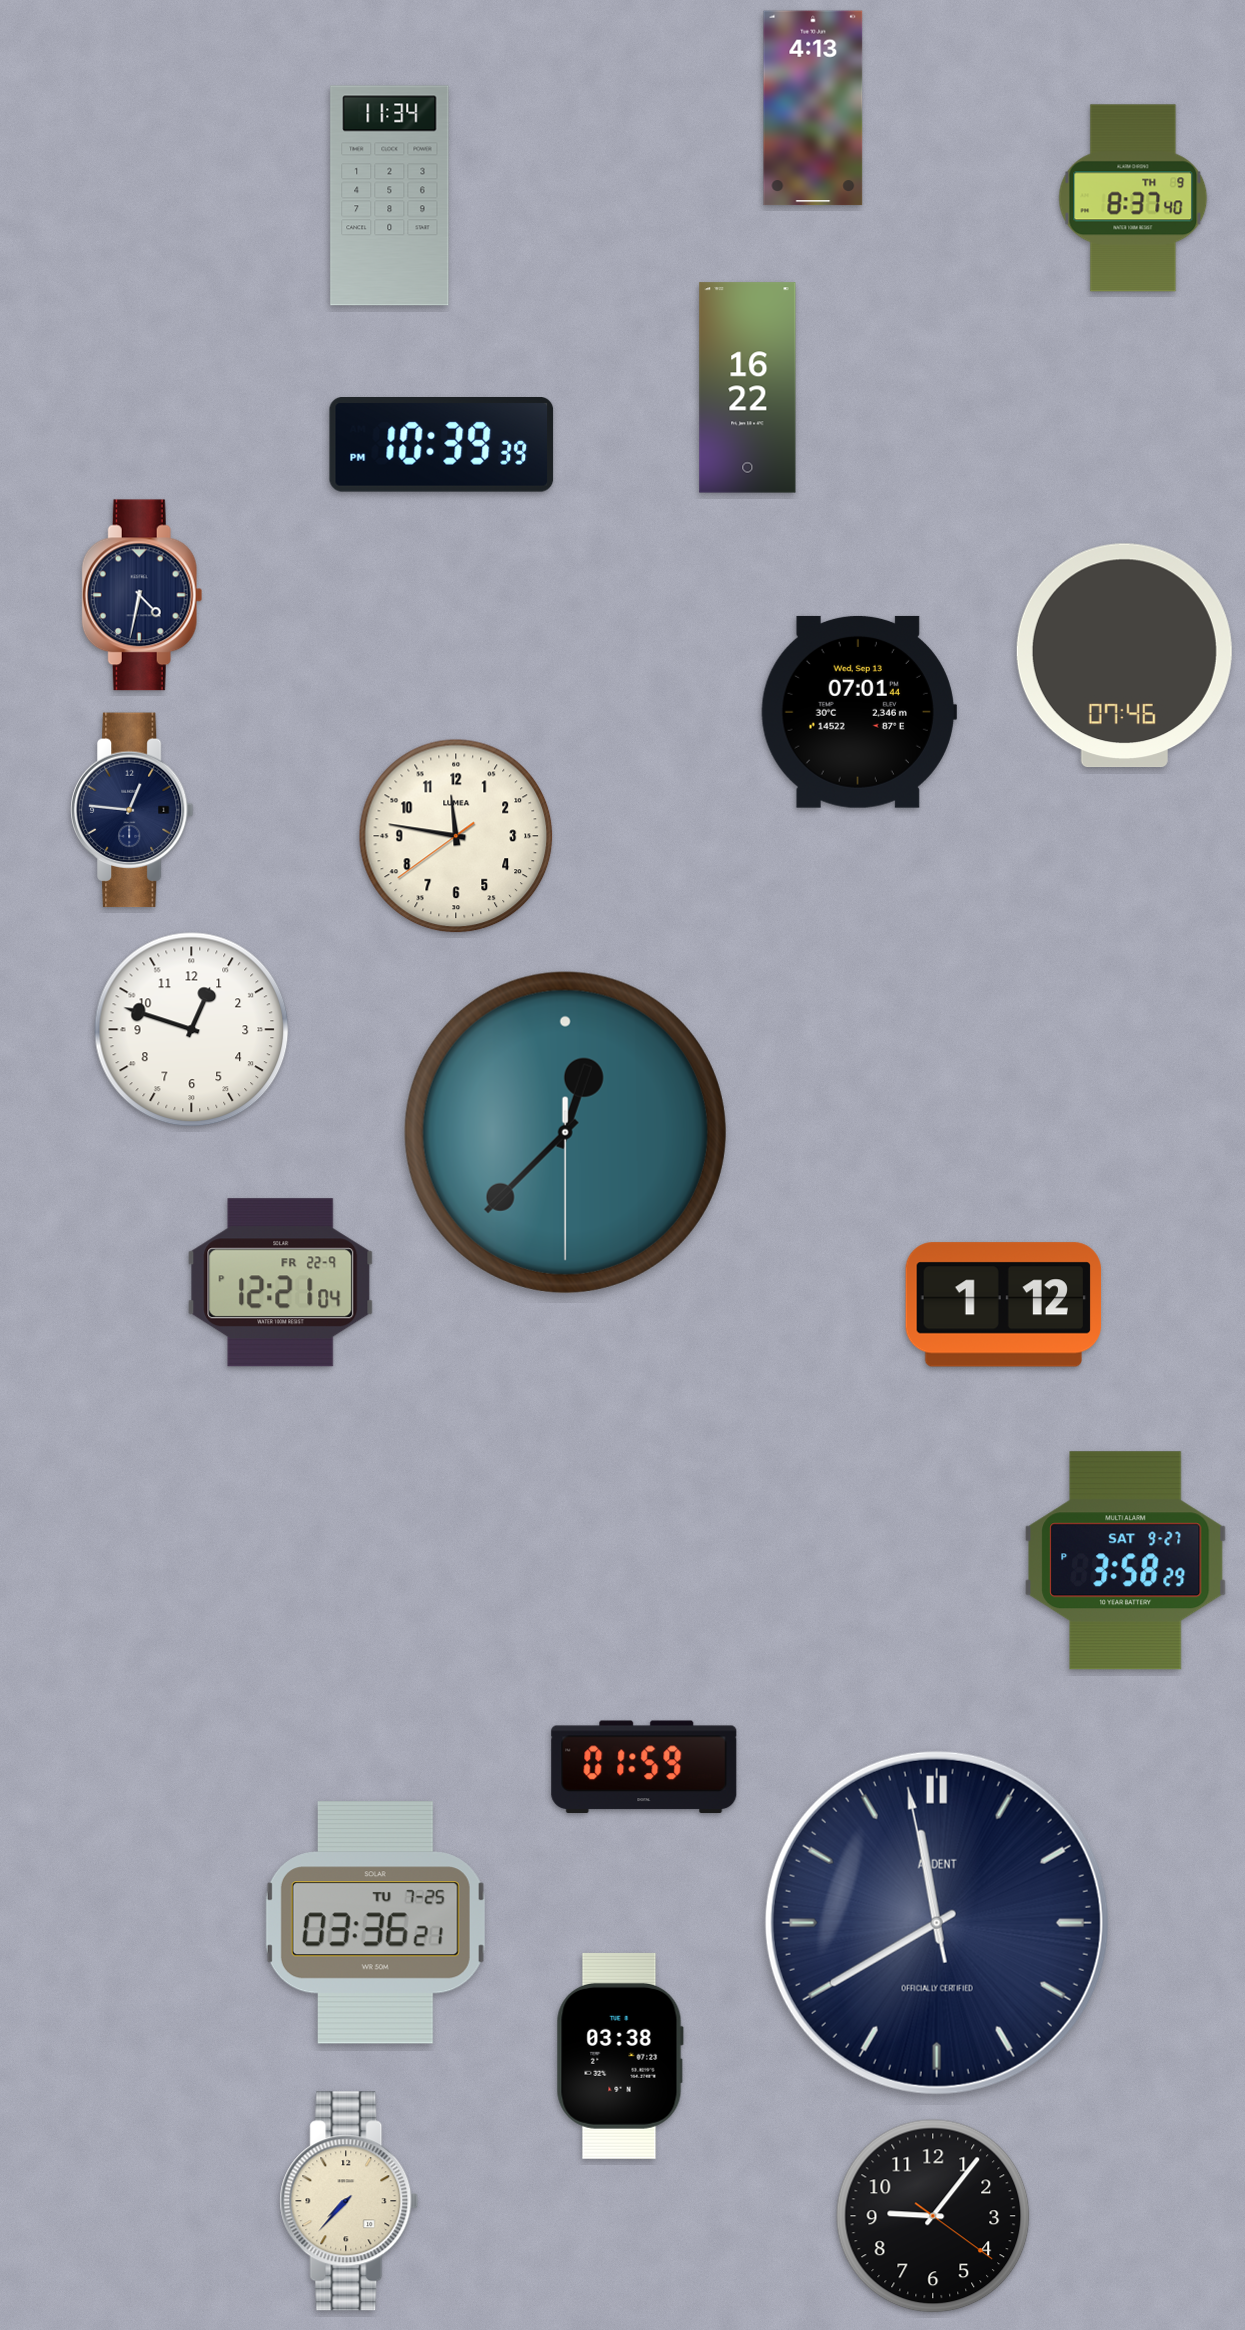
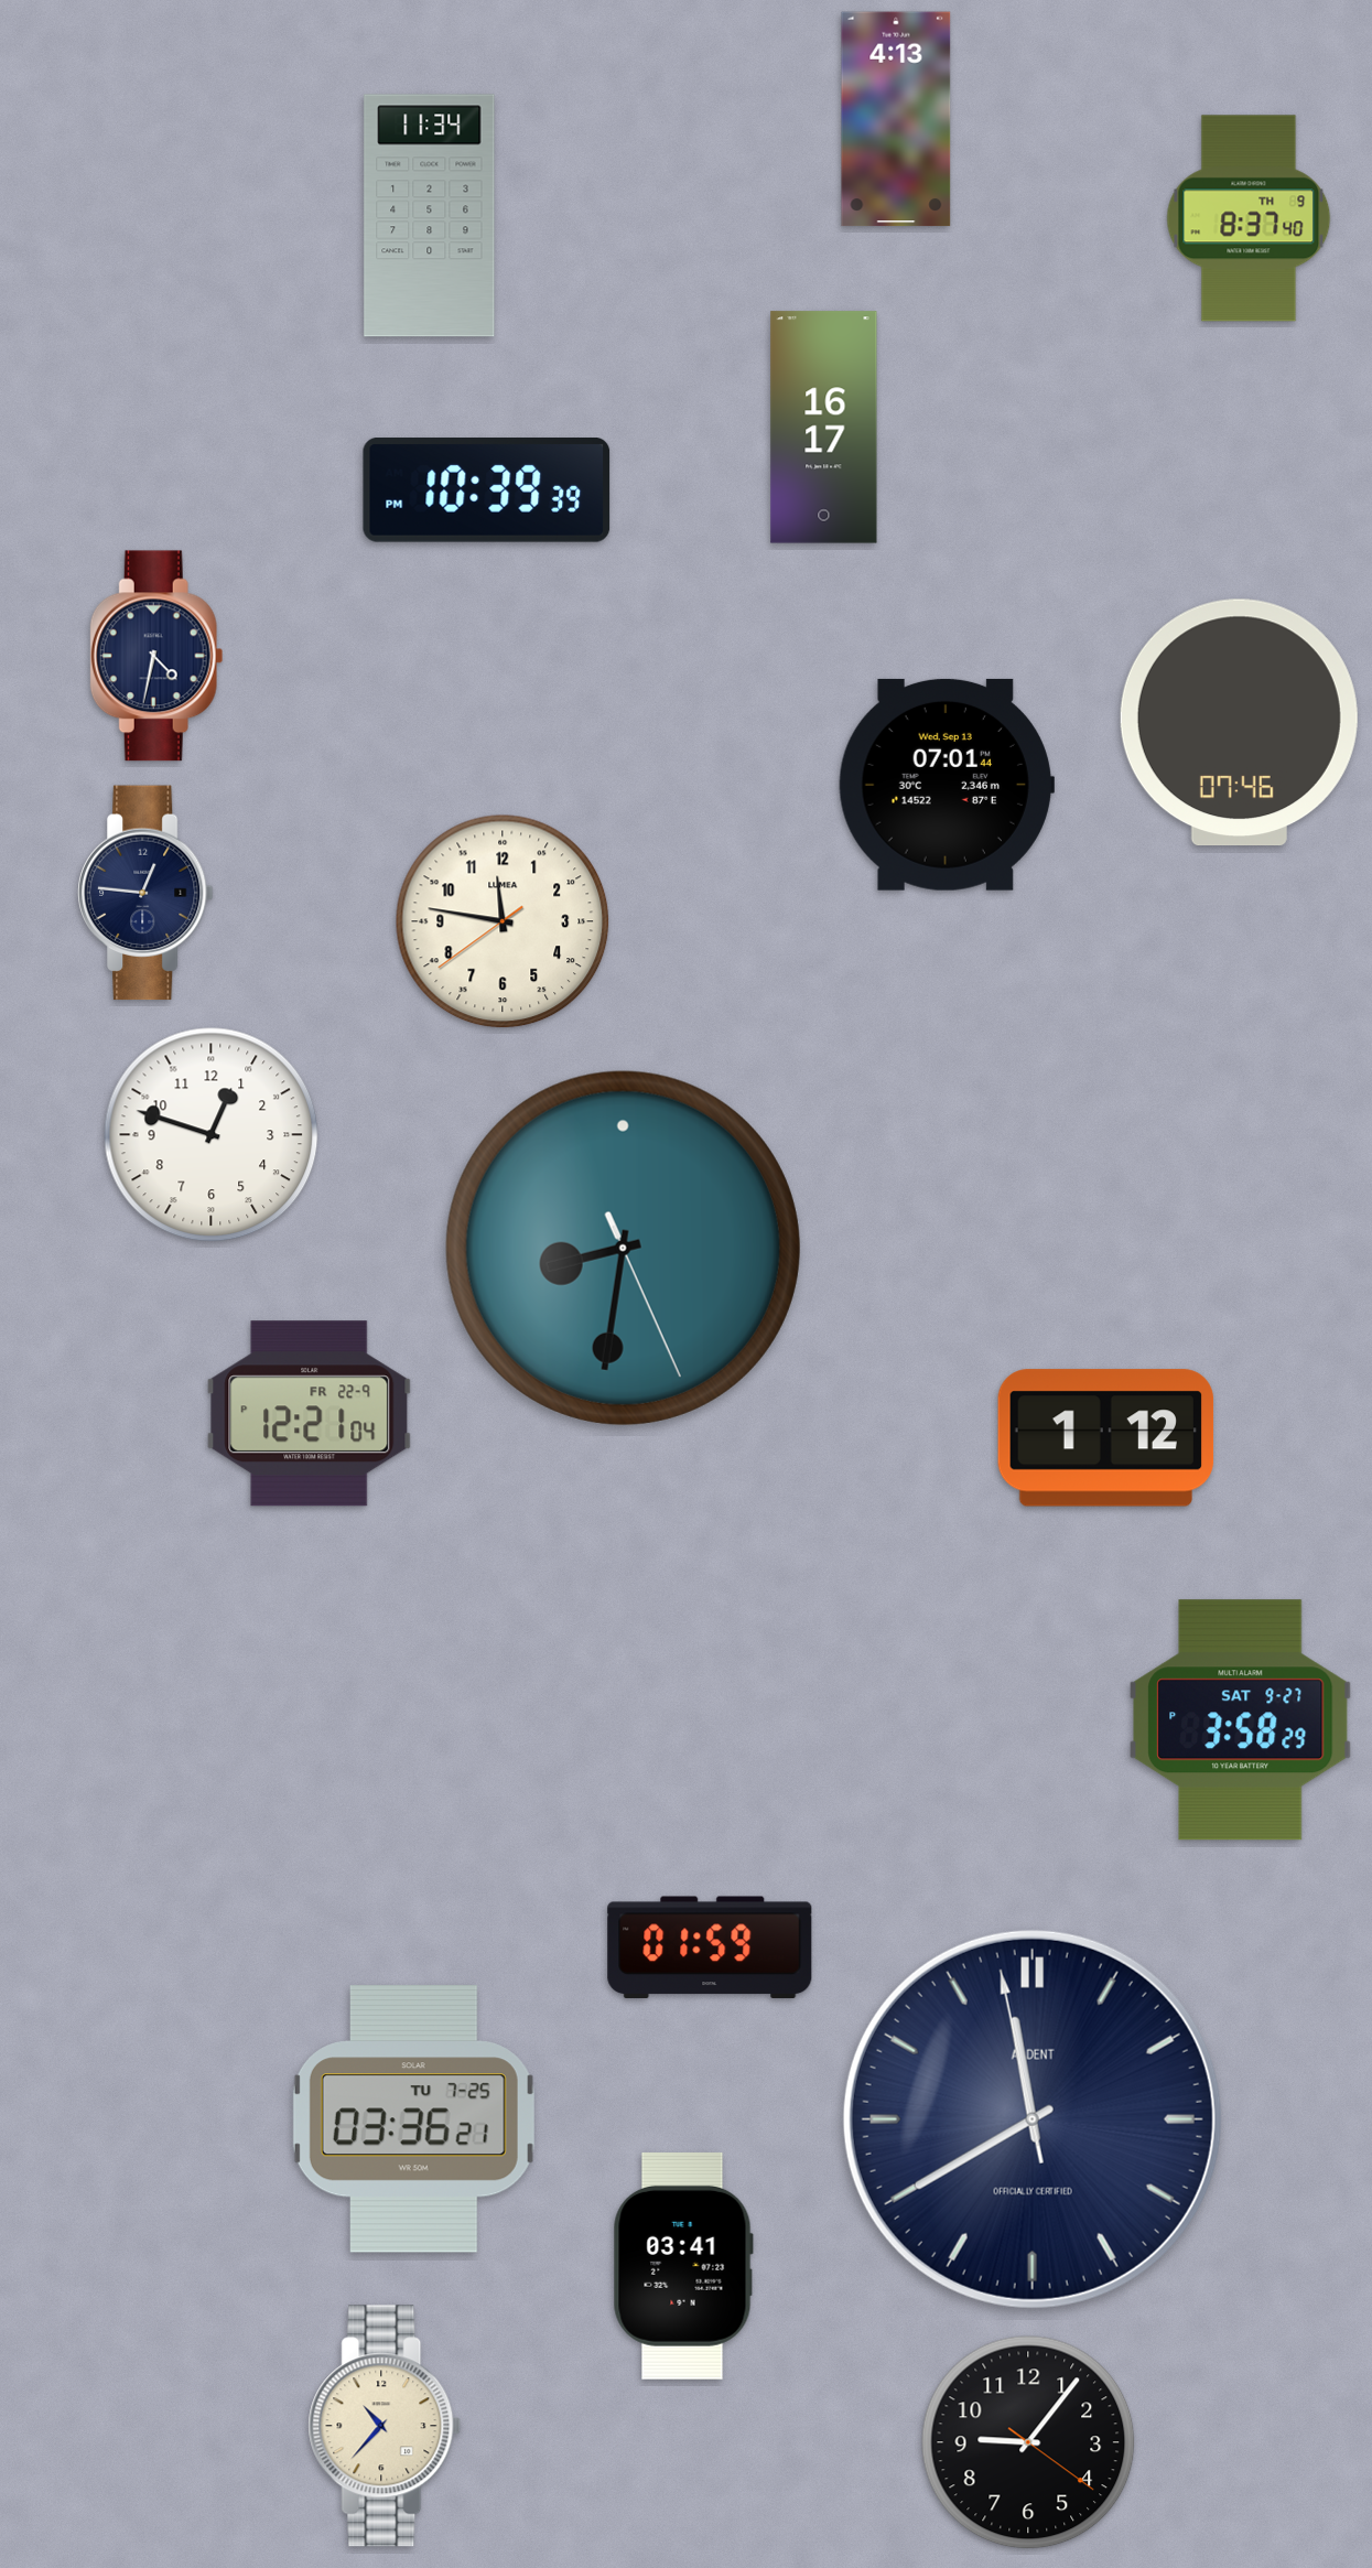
clock at (748, 388): 16:22 -> 16:17
clock at (565, 1132): 12:37 -> 8:31
clock at (620, 2056): 03:38 -> 03:41
clock at (349, 2201): 7:37 -> 10:37
